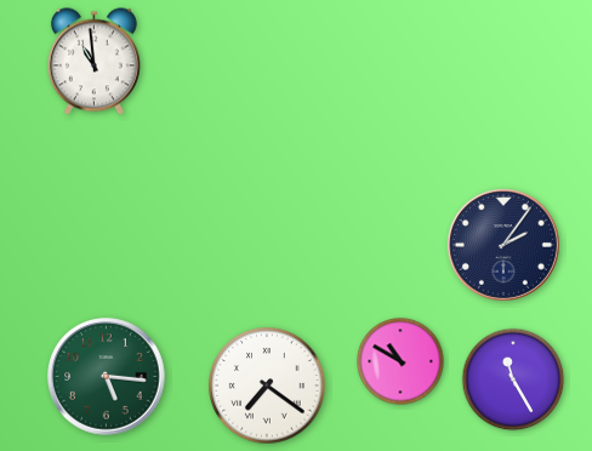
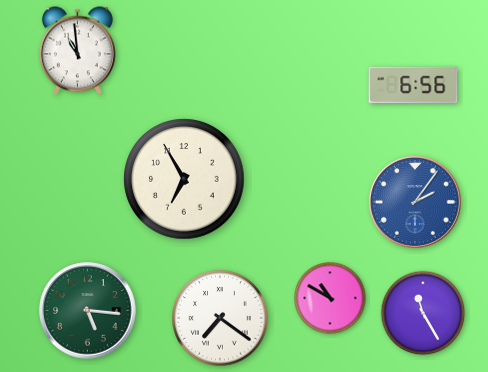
clock at (413, 84): none -> 6:56
clock at (184, 179): none -> 6:55
clock at (503, 245) dial: navy -> blue
